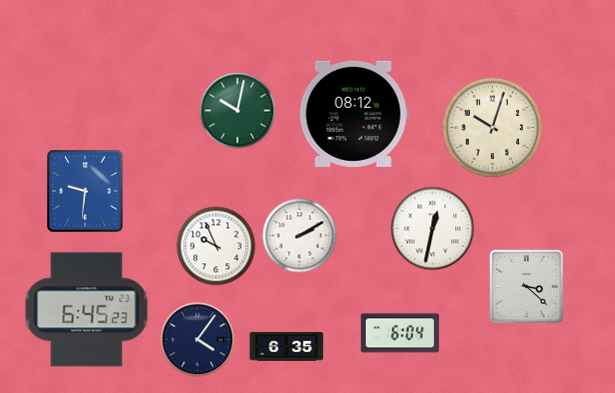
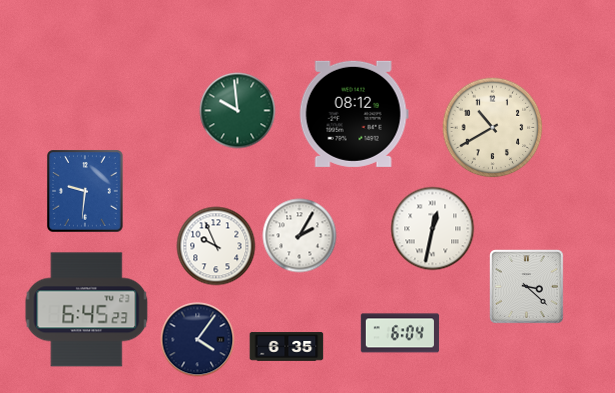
clock at (238, 111): 10:02 -> 9:59
clock at (493, 128): 10:03 -> 10:40
clock at (300, 236): 2:10 -> 2:05
